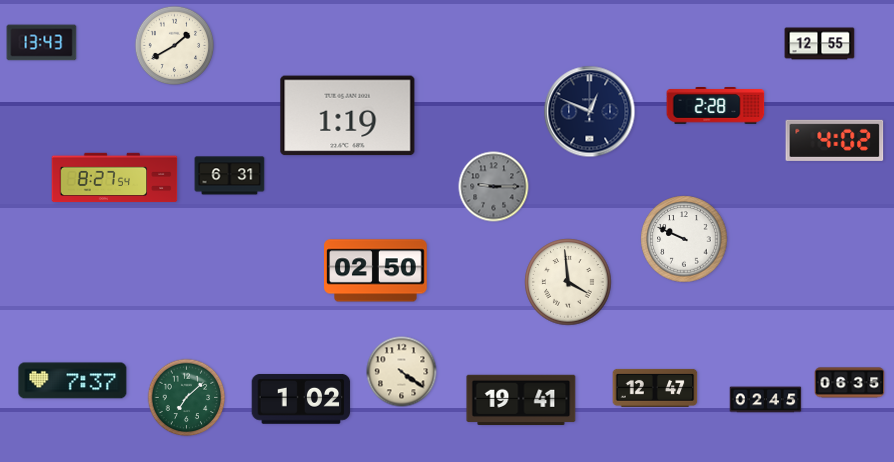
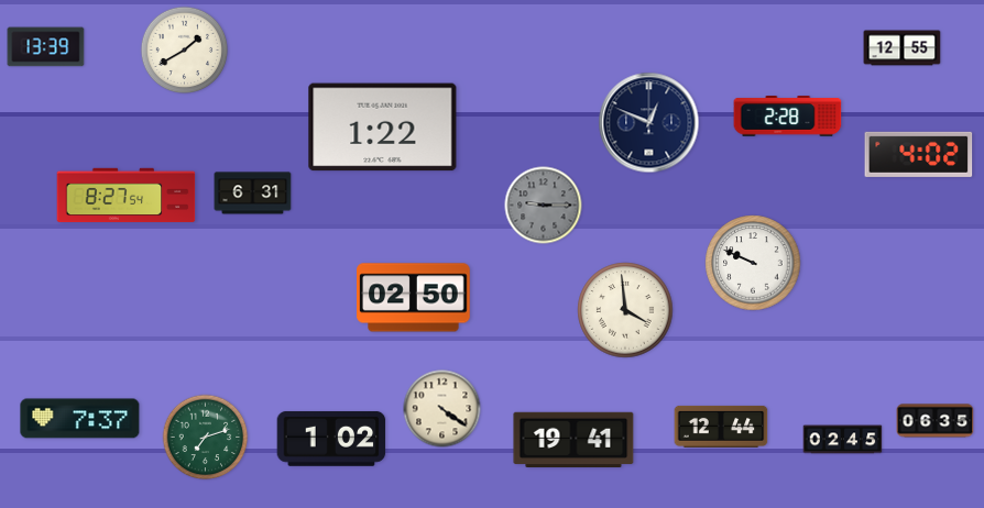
clock at (42, 43): 13:43 -> 13:39
clock at (175, 46) position: (175, 46) -> (185, 51)
clock at (348, 116): 1:19 -> 1:22
clock at (655, 388): 12:47 -> 12:44
clock at (187, 398): 7:08 -> 7:12
